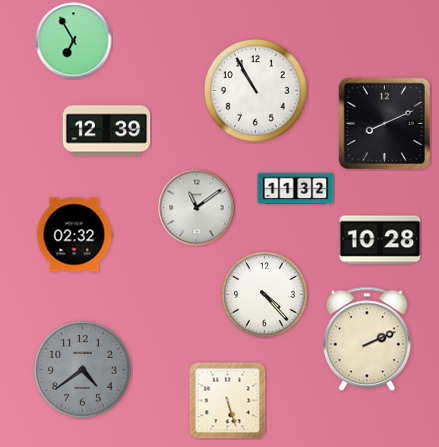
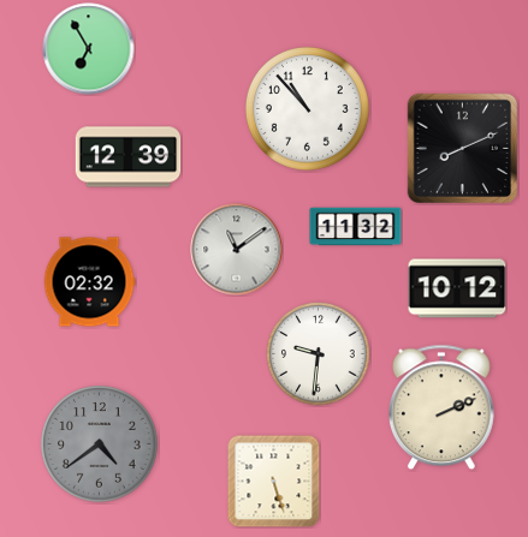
clock at (255, 90): 10:55 -> 10:53
clock at (380, 240): 10:28 -> 10:12
clock at (265, 295): 4:23 -> 9:31
